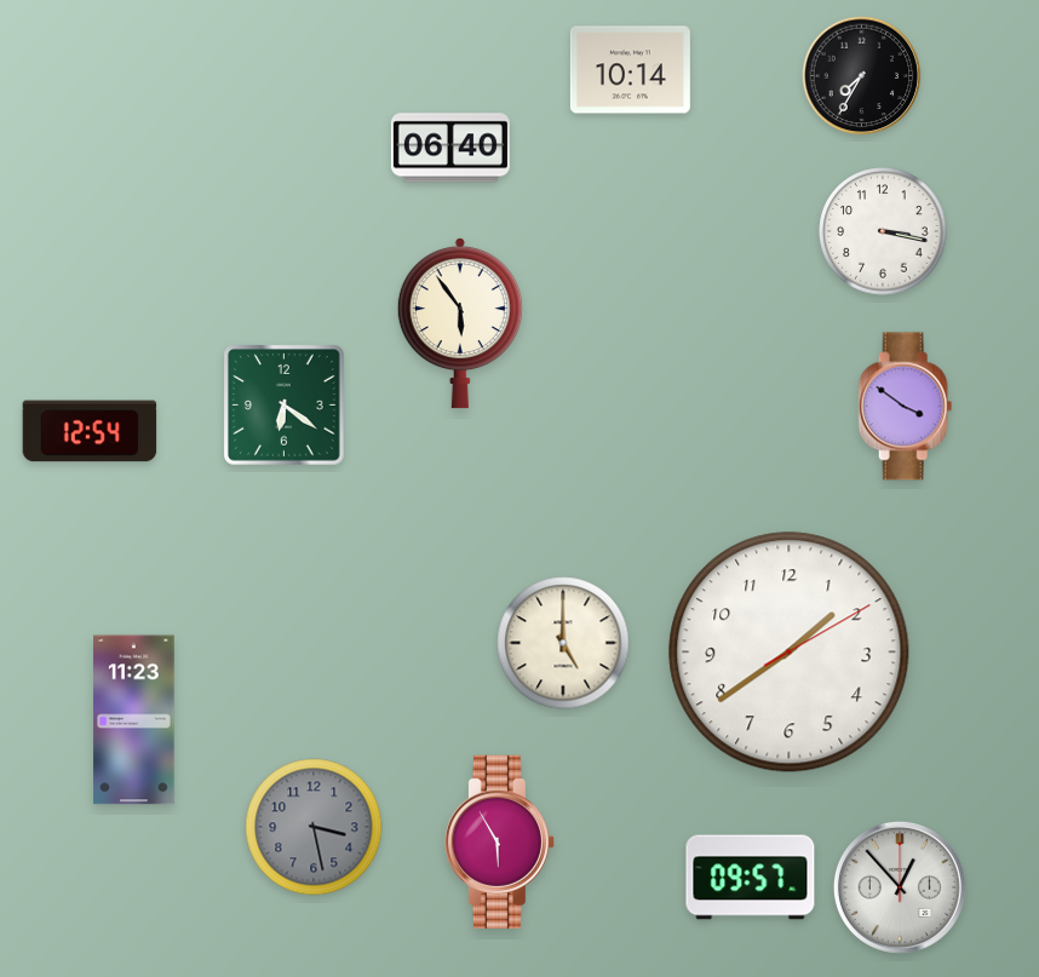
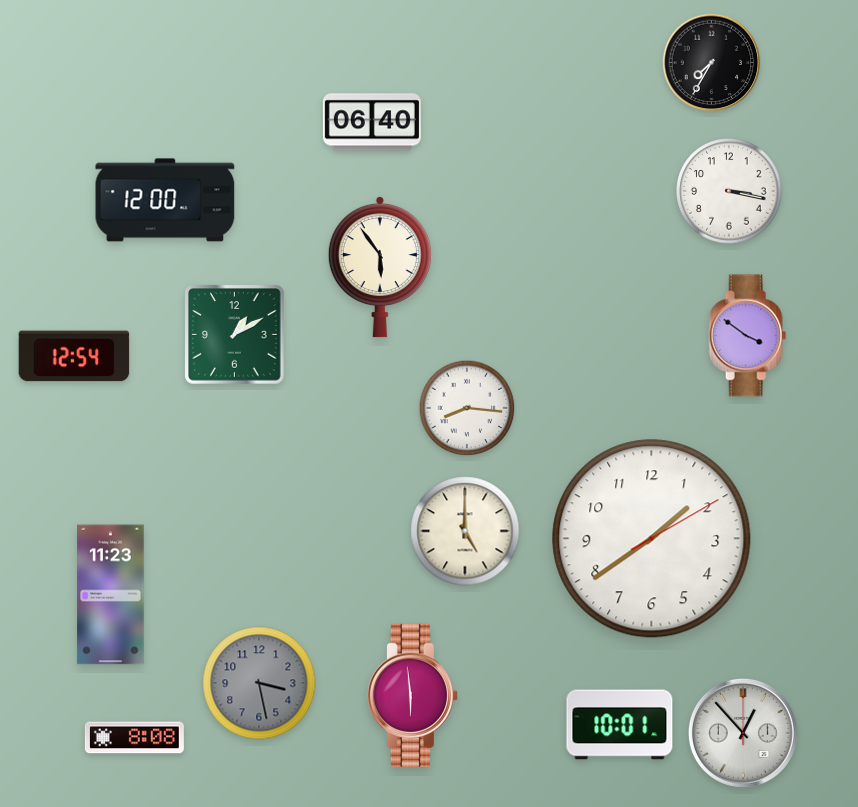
clock at (630, 70): 10:14 -> none
clock at (165, 200): none -> 12:00
clock at (285, 406): 6:21 -> 1:10
clock at (467, 408): none -> 8:16
clock at (499, 841): 5:55 -> 5:59
clock at (751, 878): 09:57 -> 10:01
clock at (134, 738): none -> 8:08
